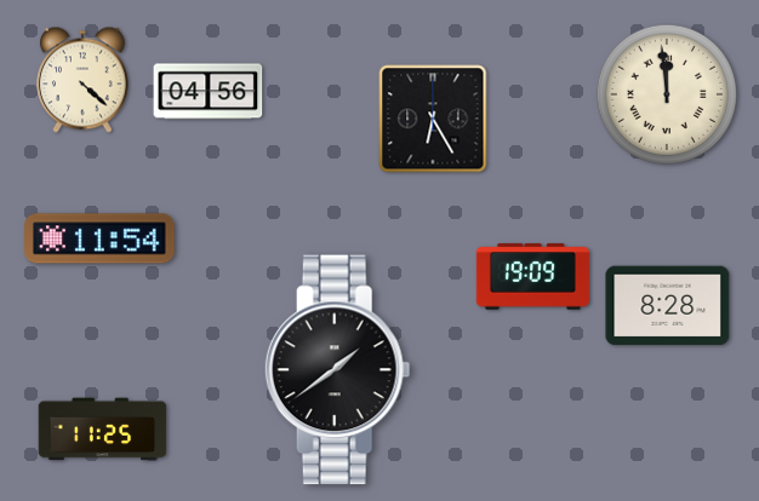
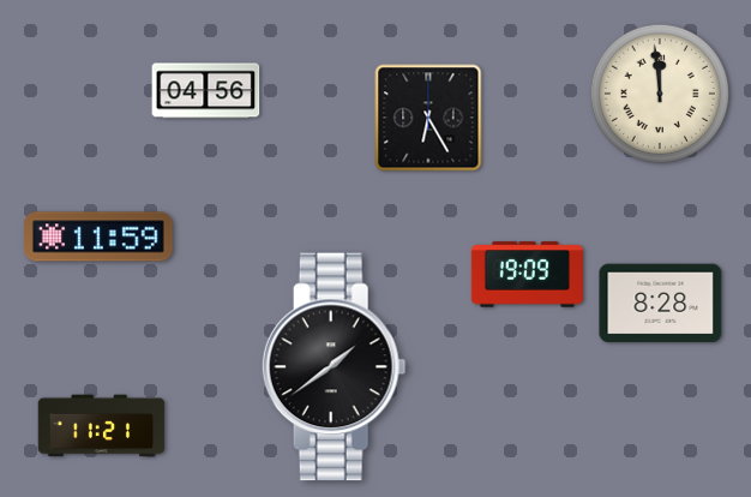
clock at (82, 80): 4:22 -> none
clock at (101, 238): 11:54 -> 11:59
clock at (103, 430): 11:25 -> 11:21
